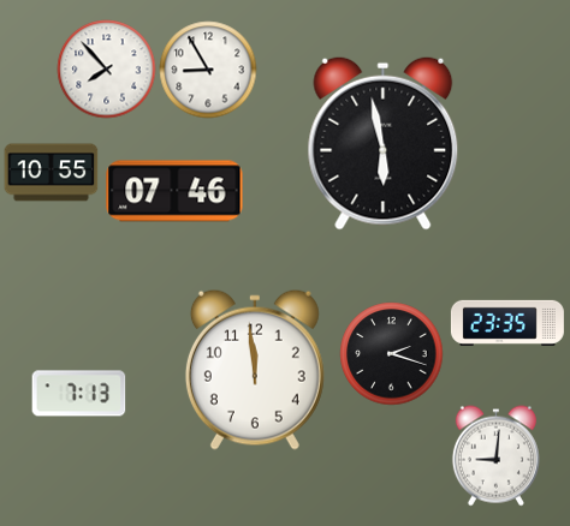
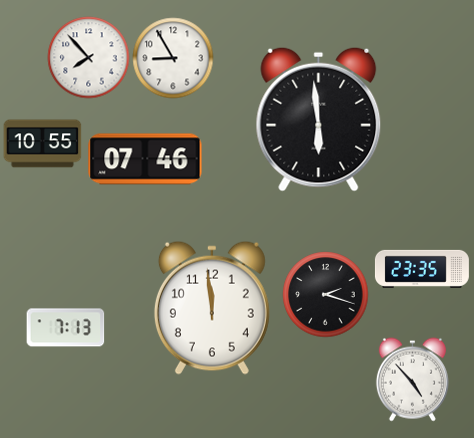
clock at (384, 143): 5:58 -> 5:59
clock at (495, 455): 9:01 -> 4:53
